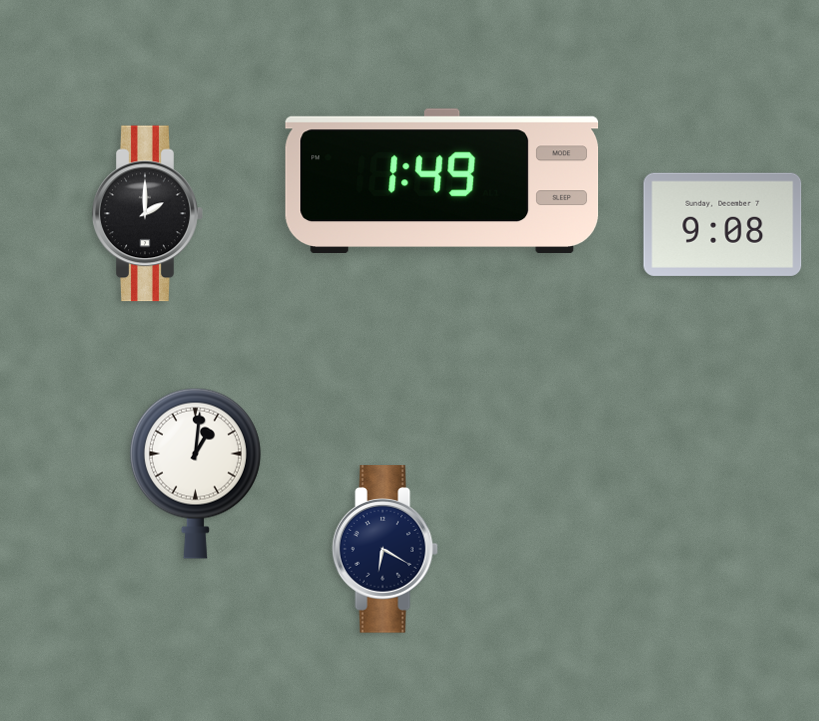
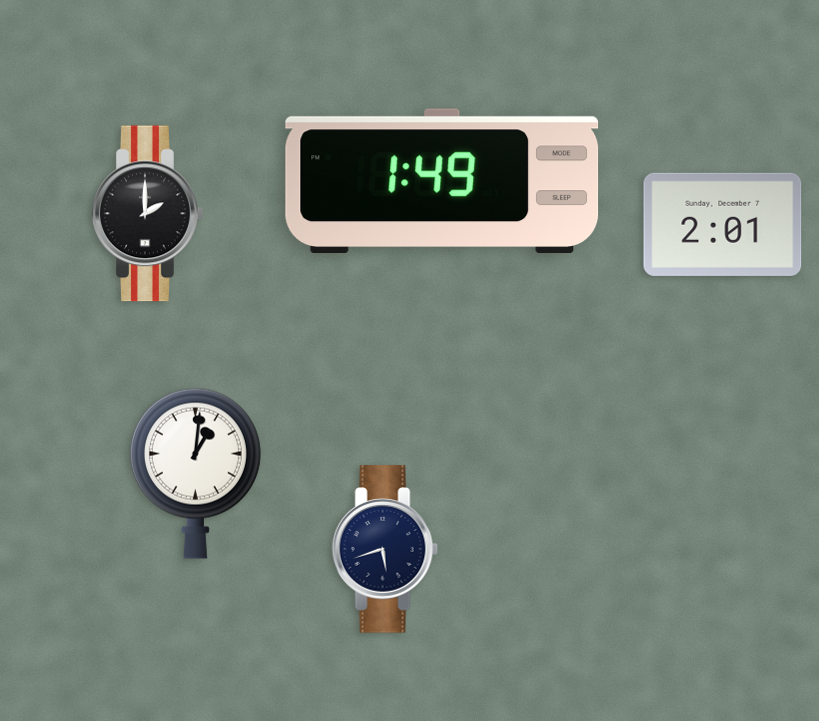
clock at (723, 224): 9:08 -> 2:01
clock at (385, 549): 6:20 -> 5:42
